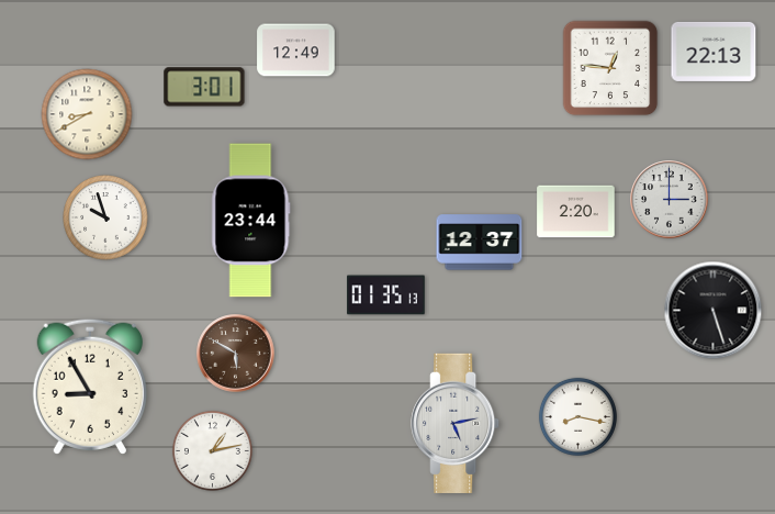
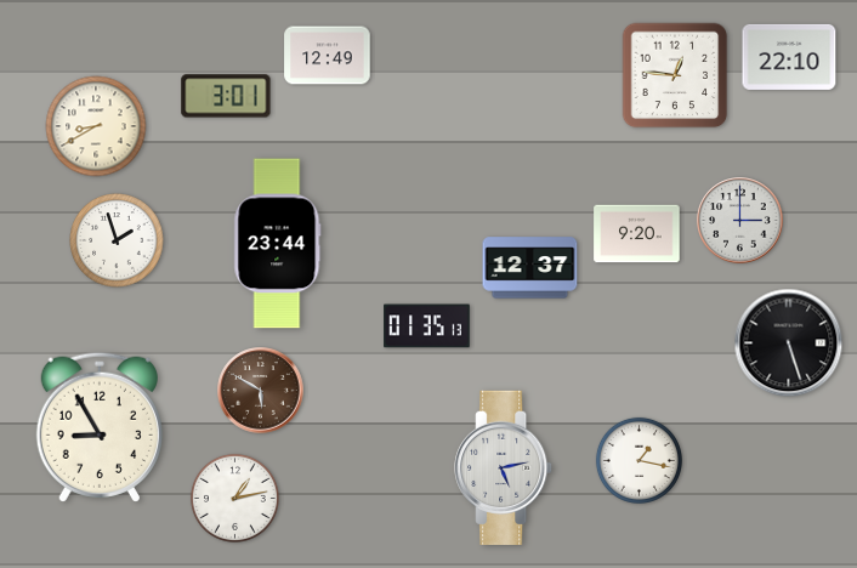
clock at (714, 52): 22:13 -> 22:10
clock at (576, 212): 2:20 -> 9:20
clock at (105, 217): 9:57 -> 1:57
clock at (577, 416): 8:17 -> 1:17
